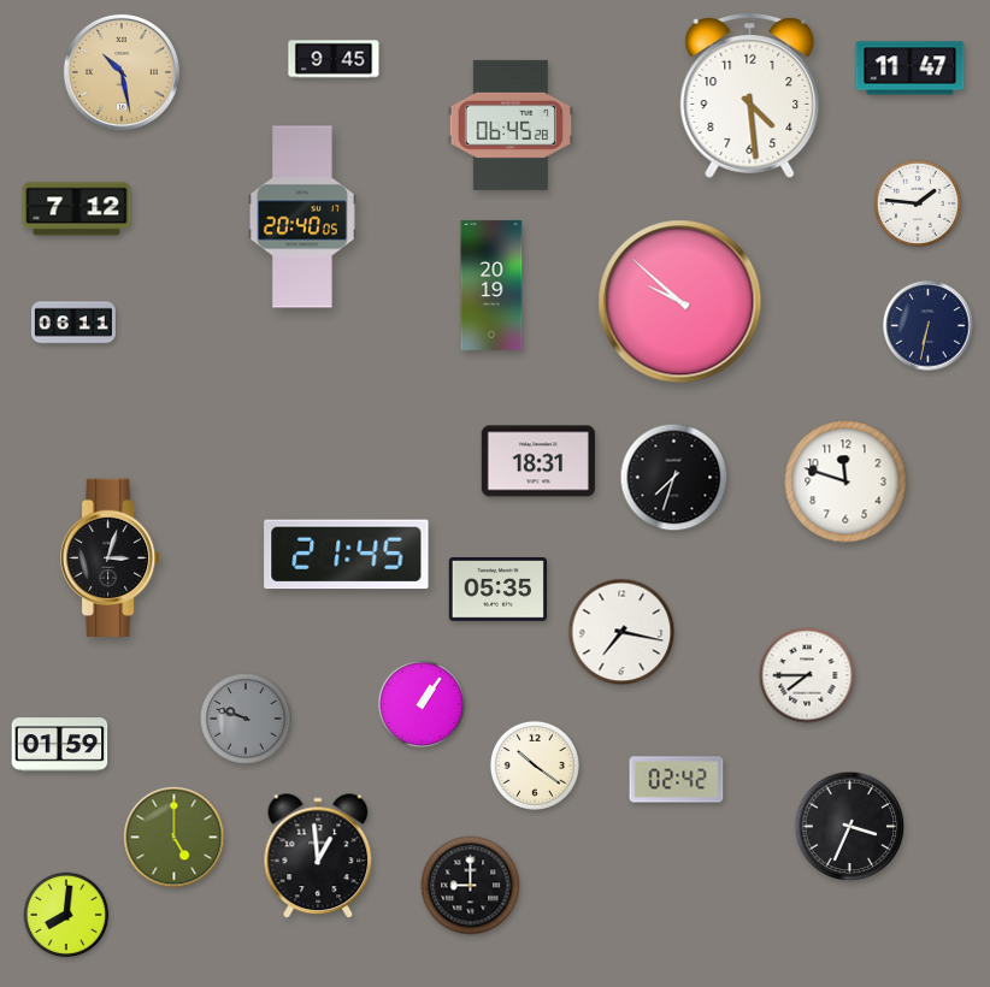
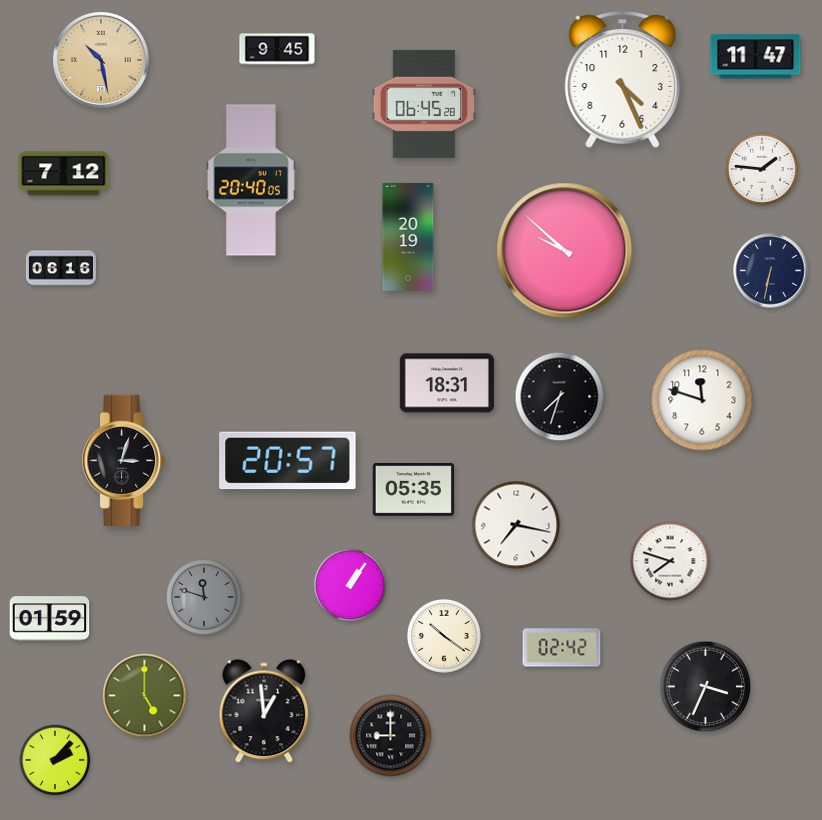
clock at (750, 96): 4:29 -> 4:26
clock at (73, 323): 06:11 -> 06:16
clock at (347, 555): 21:45 -> 20:57
clock at (112, 557) position: (112, 557) -> (125, 460)
clock at (807, 675): 7:45 -> 7:48
clock at (247, 720): 9:48 -> 11:48
clock at (66, 915): 8:01 -> 2:07
